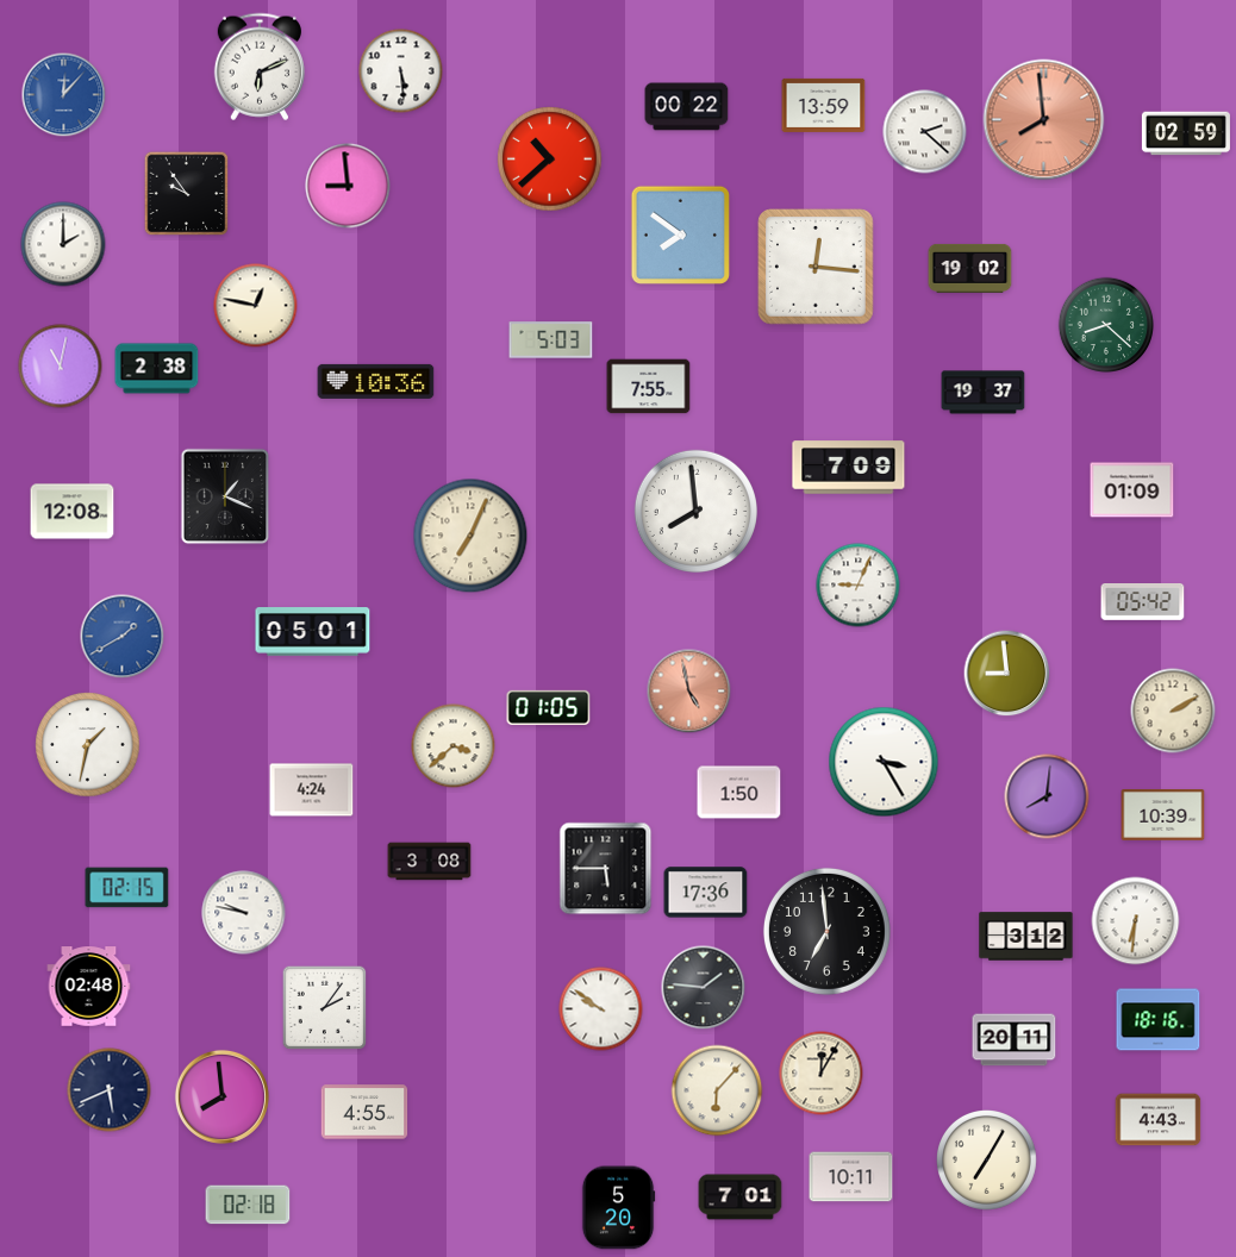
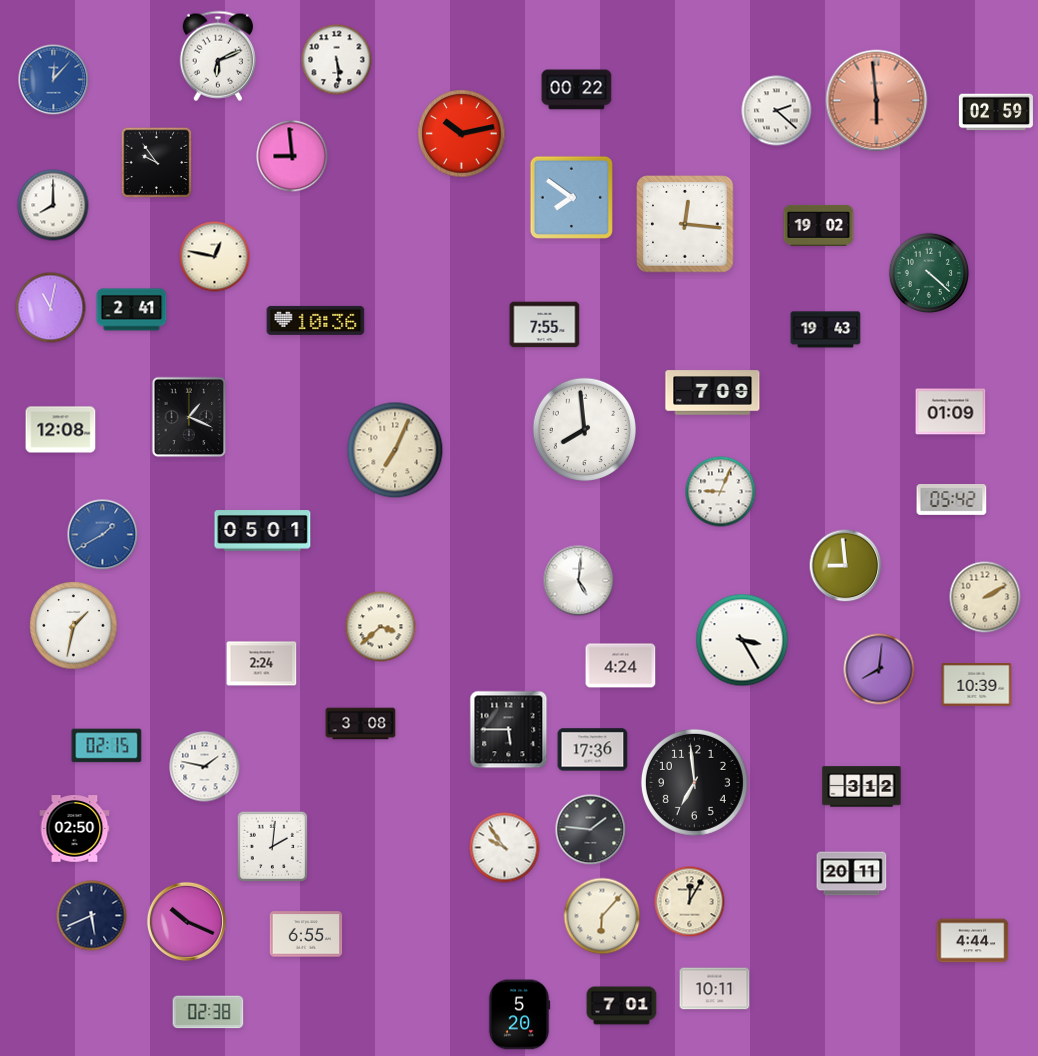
clock at (824, 105): 13:59 -> none
clock at (1044, 120): 7:59 -> 5:59
clock at (550, 160): 10:38 -> 10:13
clock at (63, 244): 2:00 -> 8:00
clock at (970, 268) position: (970, 268) -> (819, 225)
clock at (1106, 325): 8:22 -> 4:22
clock at (551, 340): 5:03 -> none
clock at (157, 369): 2:38 -> 2:41
clock at (984, 393): 19:37 -> 19:43
clock at (1143, 602) position: (1143, 602) -> (952, 500)
clock at (689, 692): 4:58 -> 5:01
clock at (689, 692) dial: salmon -> white
clock at (549, 707): 01:05 -> none
clock at (312, 790): 4:24 -> 2:24
clock at (739, 793): 1:50 -> 4:24
clock at (244, 913): 9:47 -> 1:47
clock at (1136, 921): 6:31 -> none
clock at (89, 987): 02:48 -> 02:50
clock at (325, 1008): 2:06 -> 2:01
clock at (601, 1009): 9:51 -> 9:54
clock at (1159, 1020): 18:16 -> none
clock at (221, 1096): 7:59 -> 10:19
clock at (364, 1112): 4:55 -> 6:55
clock at (1159, 1120): 4:43 -> 4:44
clock at (987, 1161): 7:05 -> none
clock at (248, 1205): 02:18 -> 02:38
